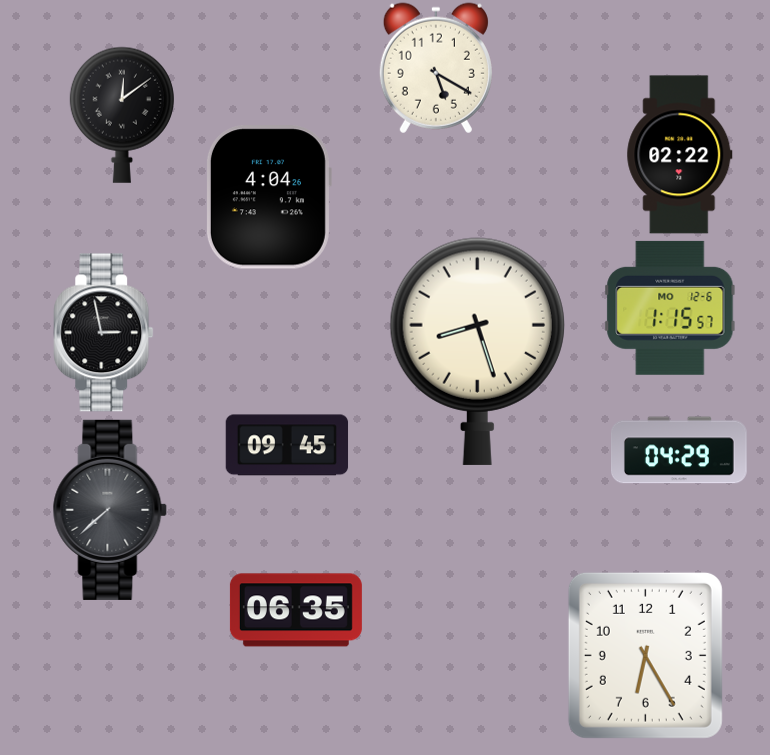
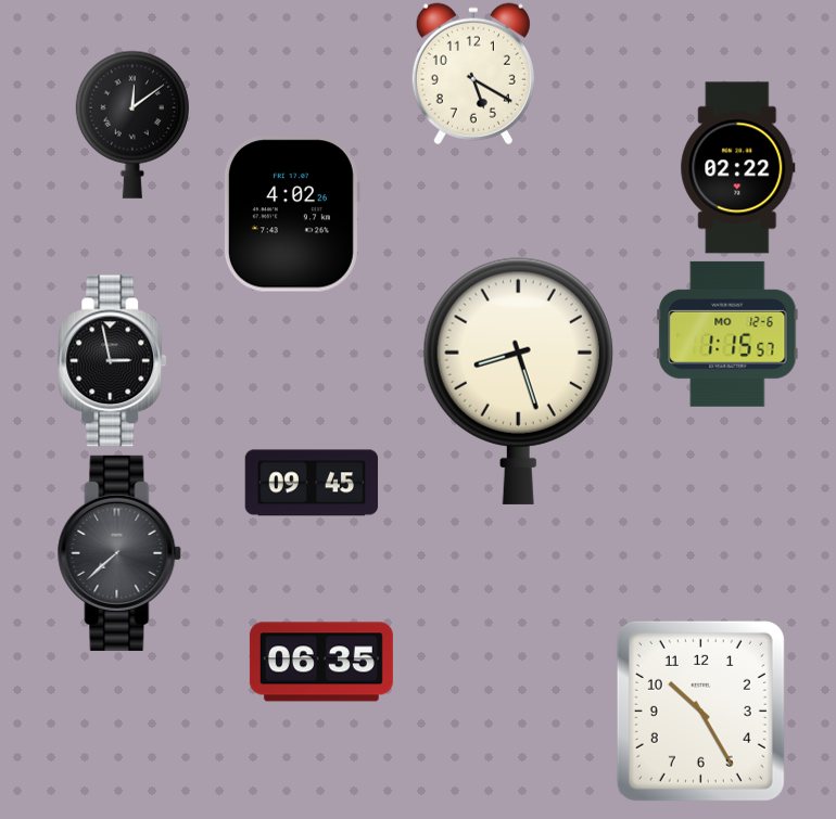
clock at (268, 197): 4:04 -> 4:02
clock at (680, 450): 04:29 -> none
clock at (645, 655): 6:25 -> 10:25
